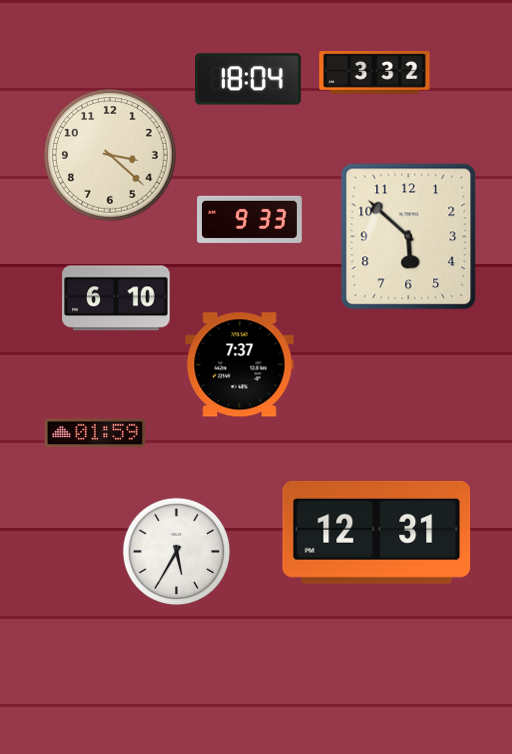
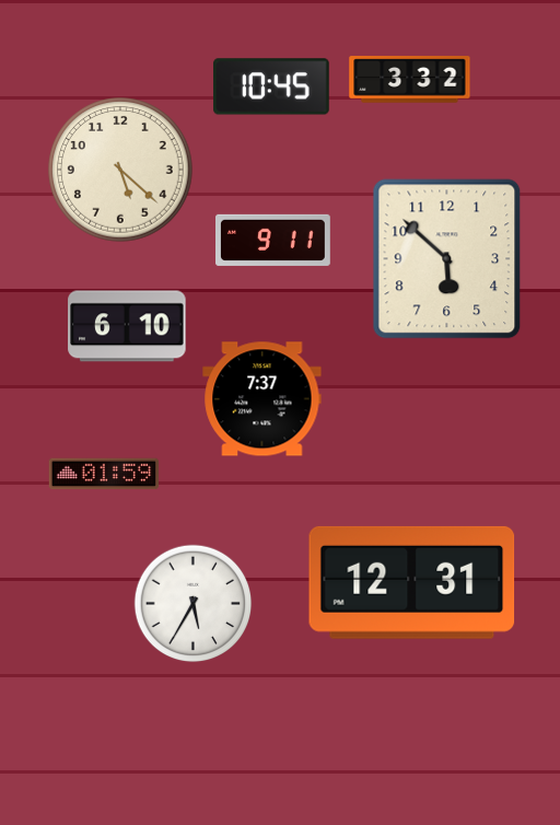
clock at (248, 79): 18:04 -> 10:45
clock at (110, 155): 3:22 -> 5:22
clock at (250, 219): 9:33 -> 9:11
